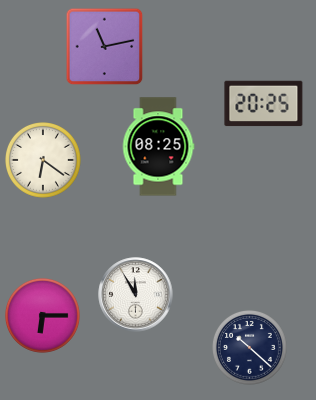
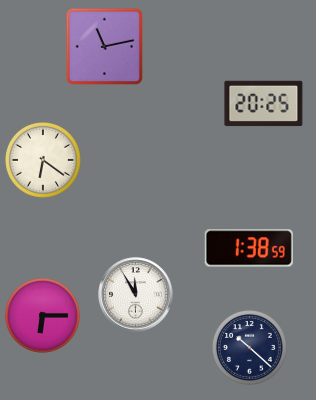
clock at (158, 147): 08:25 -> none
clock at (249, 248): none -> 1:38
